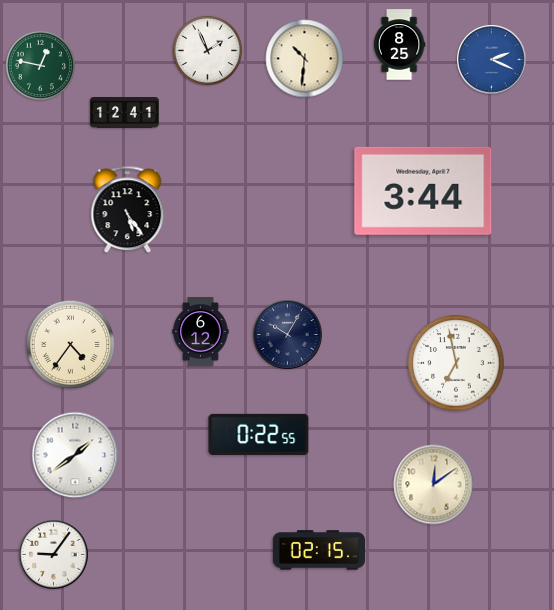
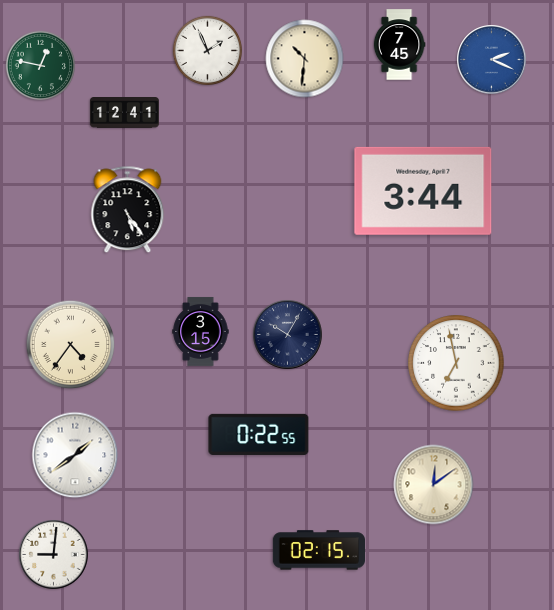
clock at (399, 45): 8:25 -> 7:45
clock at (201, 331): 6:12 -> 3:15
clock at (54, 555): 9:06 -> 9:01
